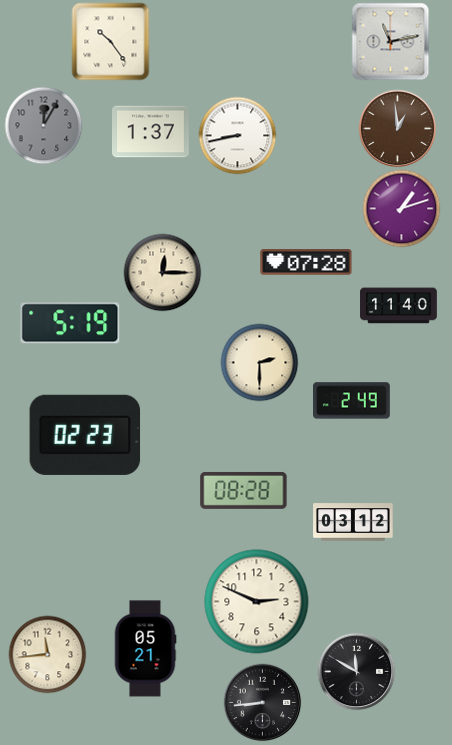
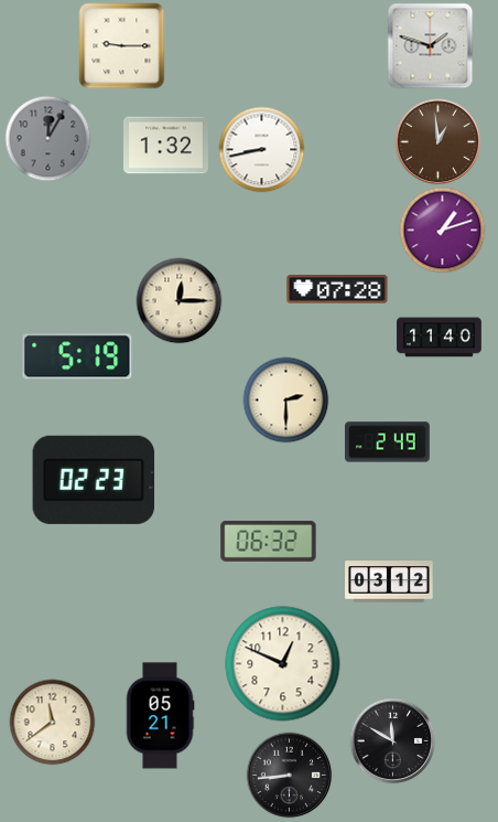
clock at (110, 41): 10:24 -> 9:15
clock at (390, 41): 11:13 -> 1:48
clock at (151, 132): 1:37 -> 1:32
clock at (244, 491): 08:28 -> 06:32
clock at (353, 522) position: (353, 522) -> (389, 581)
clock at (257, 602): 2:49 -> 12:49
clock at (47, 654): 11:44 -> 11:39
